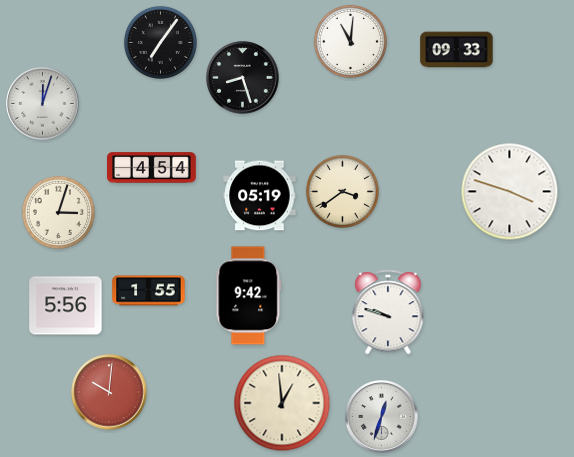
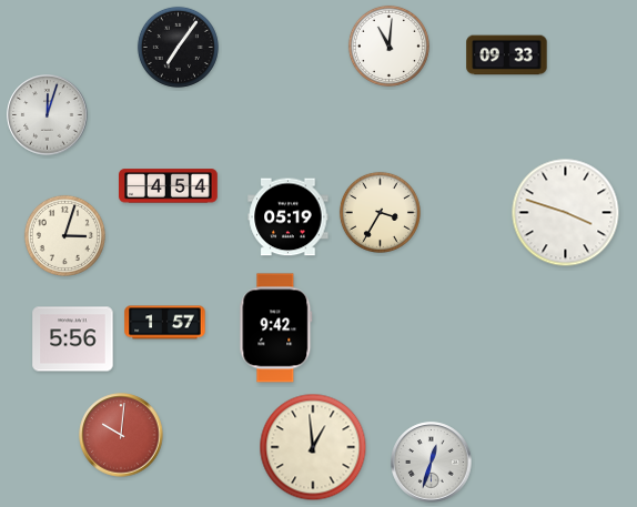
clock at (243, 78): 8:27 -> none
clock at (342, 191): 3:39 -> 3:35
clock at (149, 291): 1:55 -> 1:57
clock at (388, 312): 9:48 -> none
clock at (382, 417) position: (382, 417) -> (432, 463)
